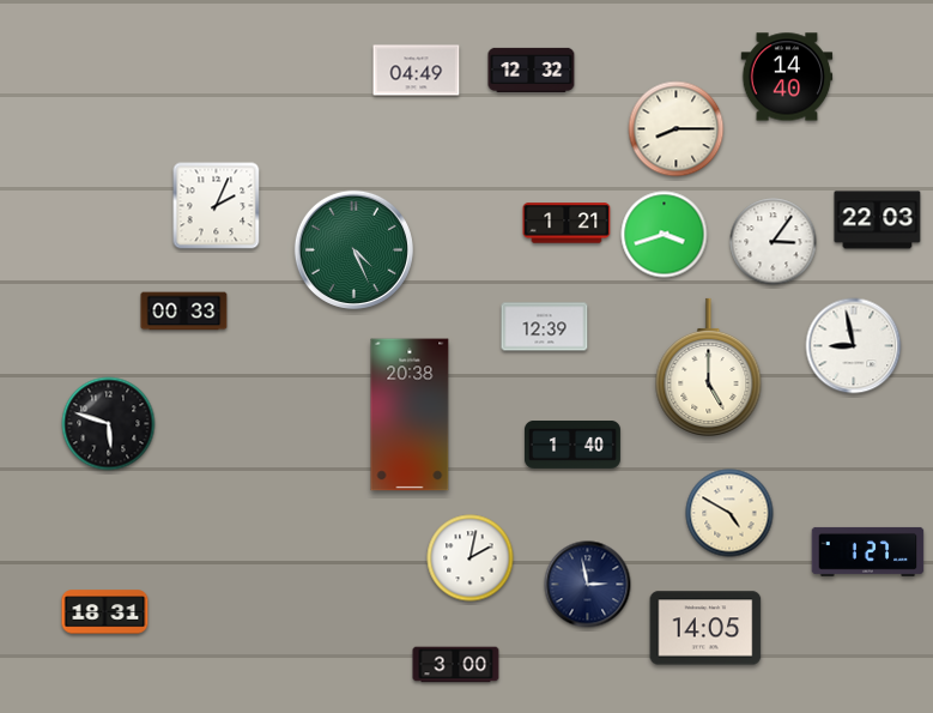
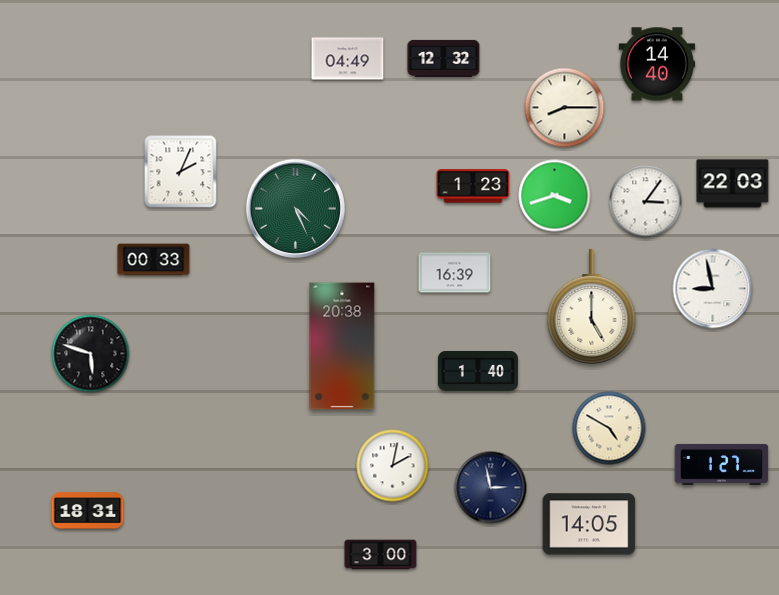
clock at (567, 223): 1:21 -> 1:23
clock at (545, 327): 12:39 -> 16:39
clock at (868, 551) position: (868, 551) -> (722, 464)
